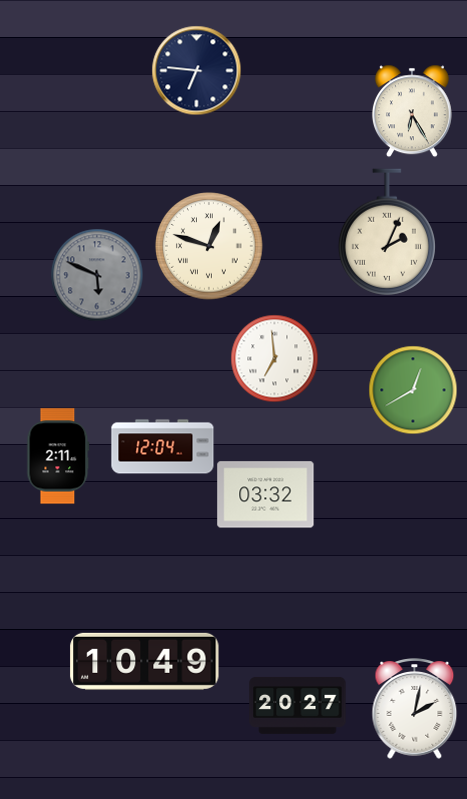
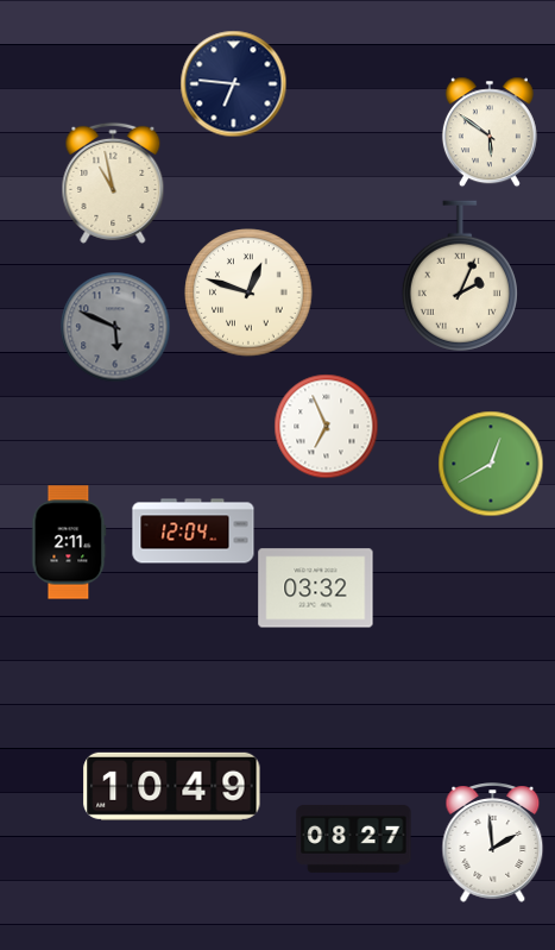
clock at (412, 111): 6:25 -> 5:51
clock at (113, 183): none -> 10:58
clock at (274, 358): 6:59 -> 6:56
clock at (298, 705): 20:27 -> 08:27
clock at (415, 709): 2:02 -> 1:59
